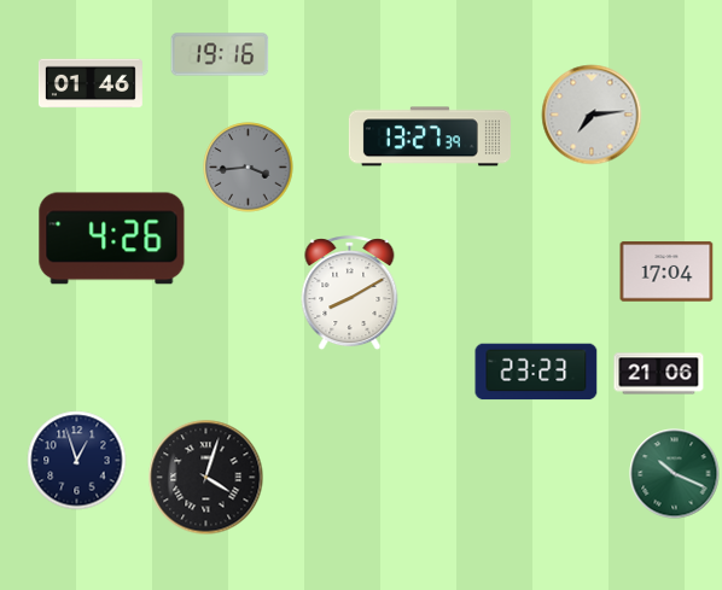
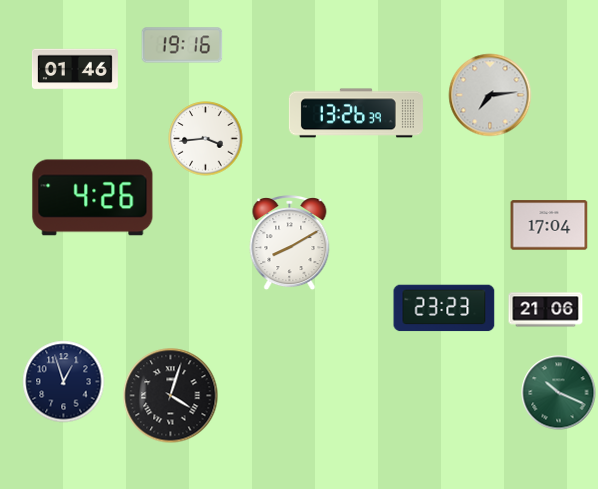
clock at (430, 136): 13:27 -> 13:26
clock at (249, 168) dial: grey -> white
clock at (666, 271) position: (666, 271) -> (549, 225)
